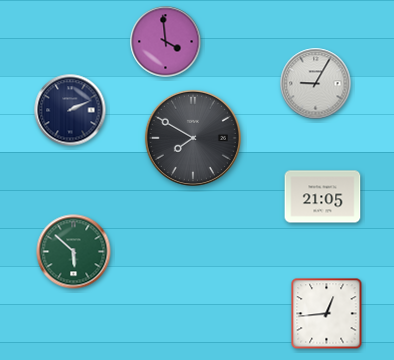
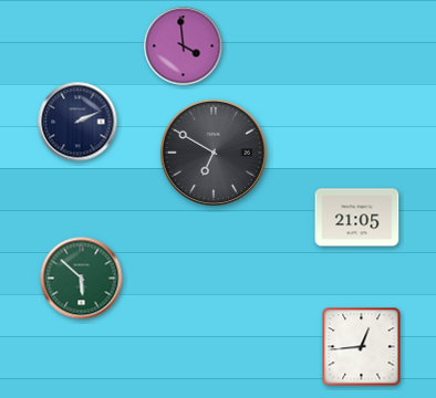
clock at (316, 84): 9:05 -> none
clock at (193, 138): 7:50 -> 6:50
